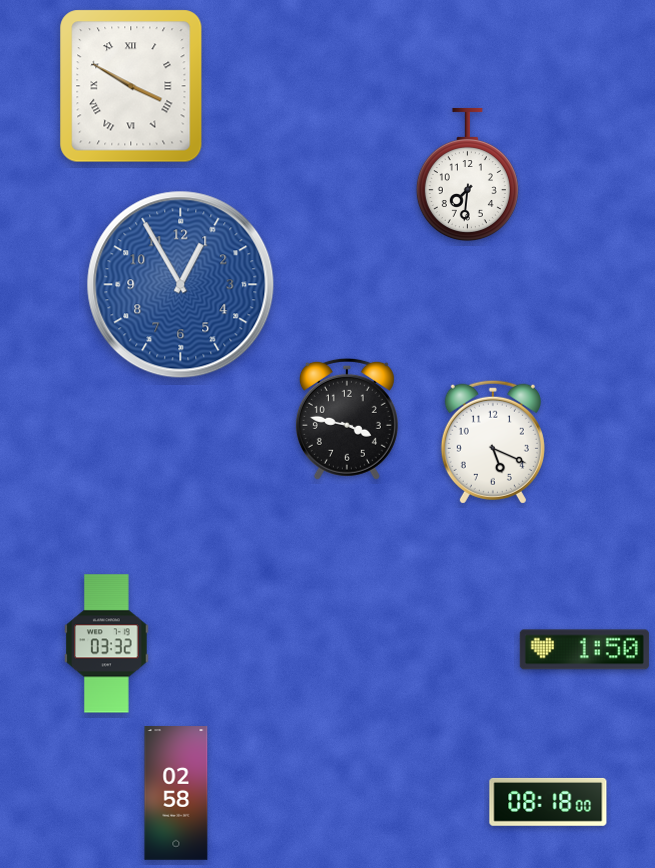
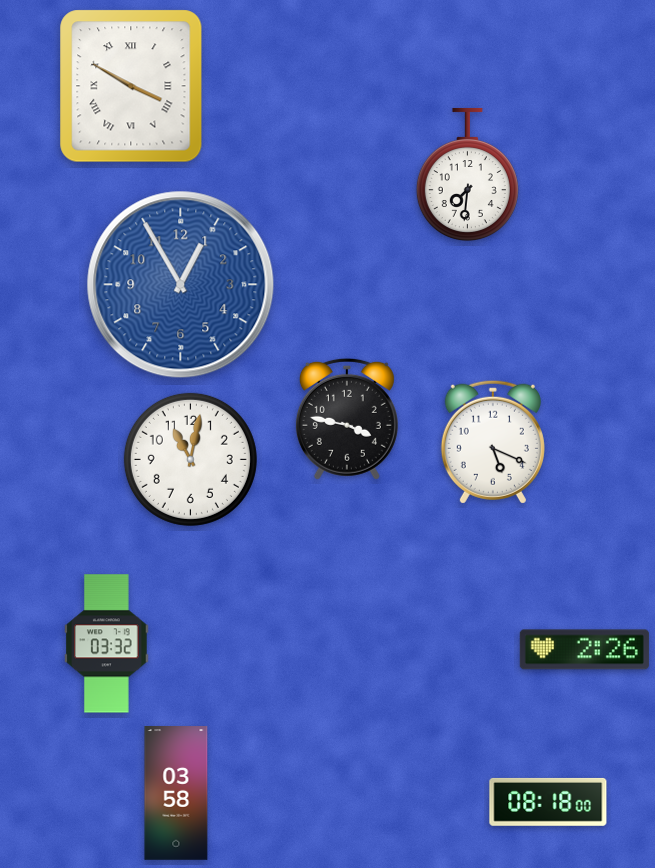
clock at (190, 459): none -> 11:02
clock at (584, 650): 1:50 -> 2:26
clock at (176, 793): 02:58 -> 03:58
